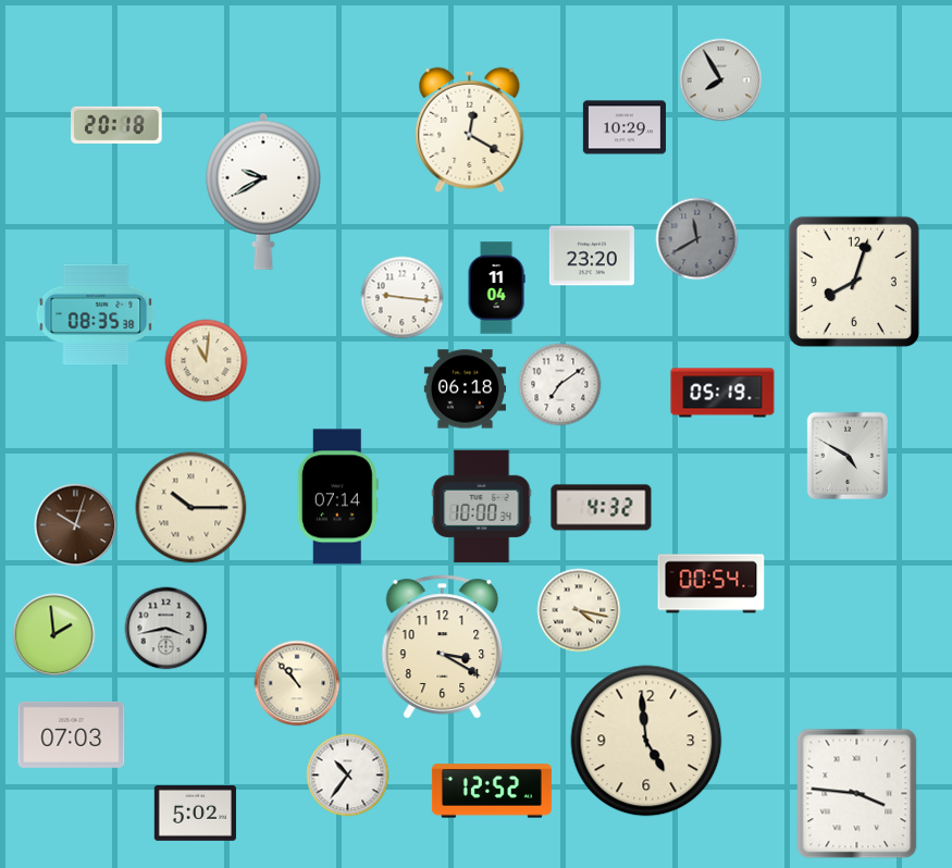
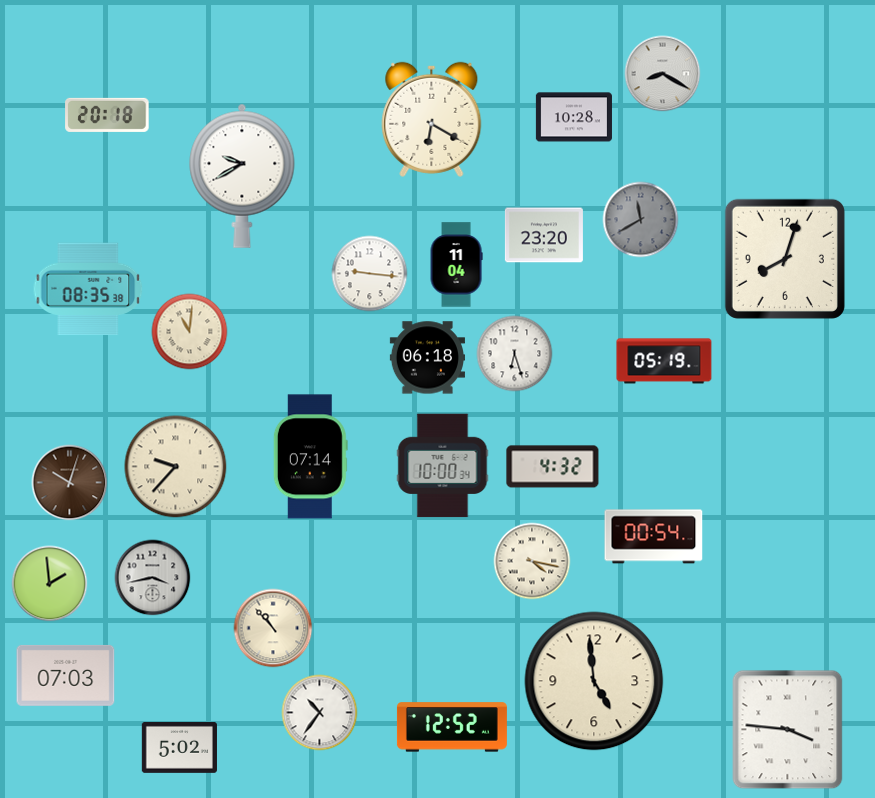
clock at (721, 80): 7:55 -> 8:20
clock at (625, 127): 10:29 -> 10:28
clock at (470, 129): 12:20 -> 6:20
clock at (560, 385): 7:09 -> 6:27
clock at (848, 455): 4:50 -> none
clock at (191, 508): 10:15 -> 9:37
clock at (443, 647): 3:20 -> none
